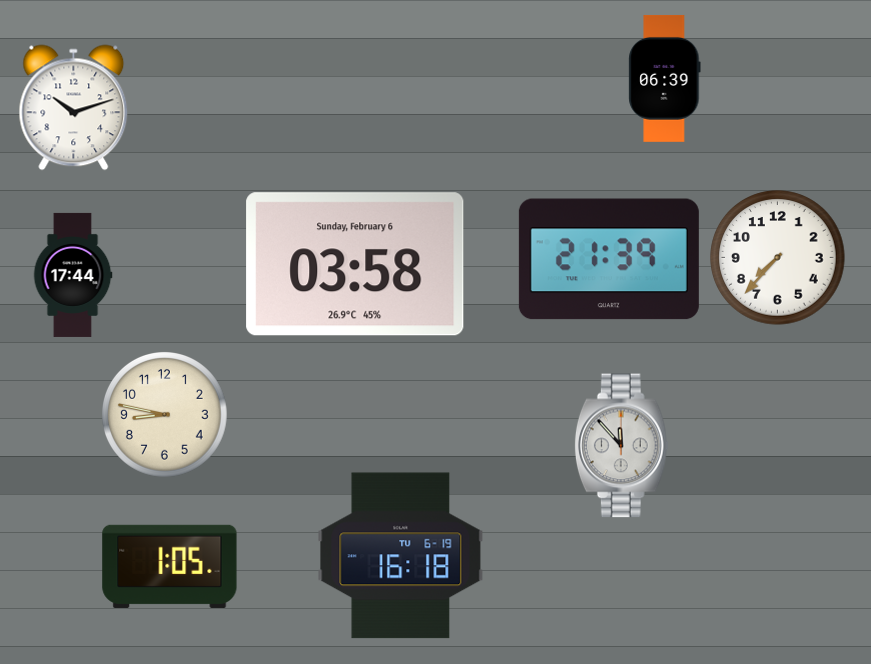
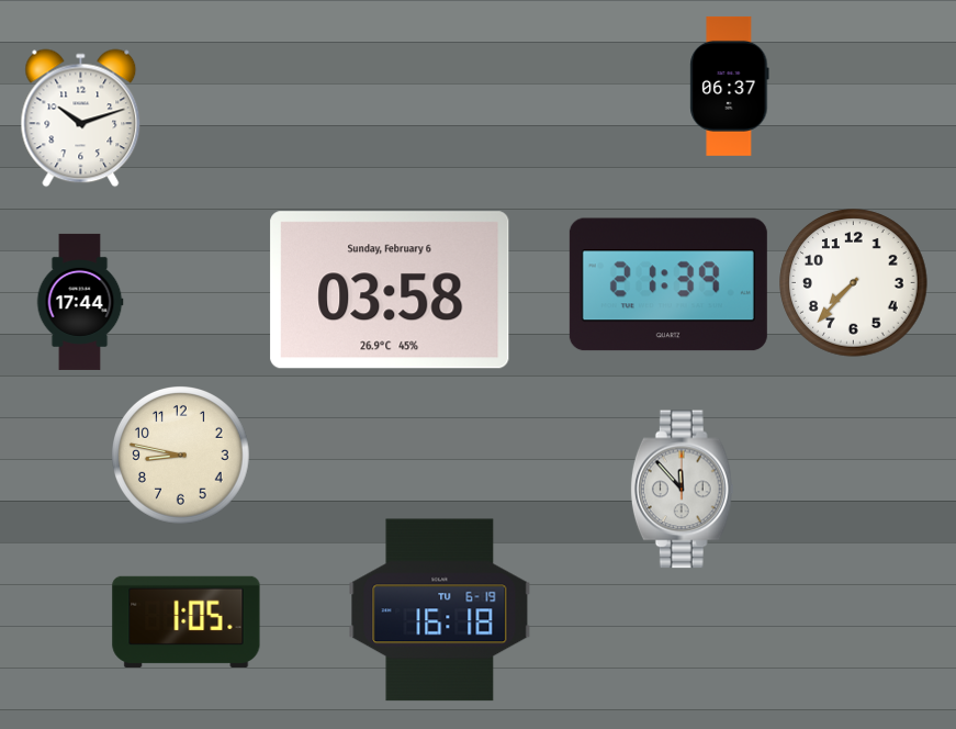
clock at (665, 78): 06:39 -> 06:37
